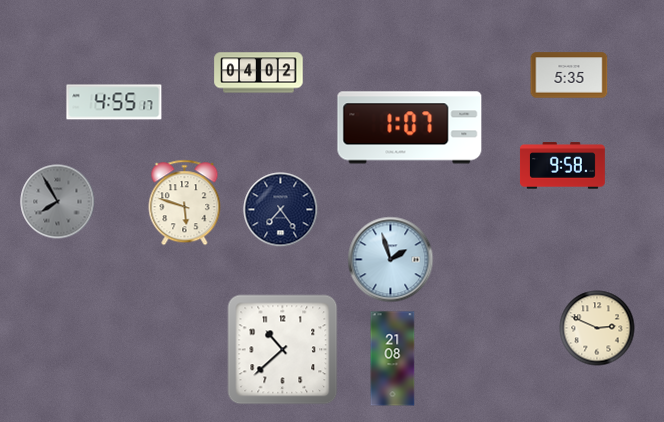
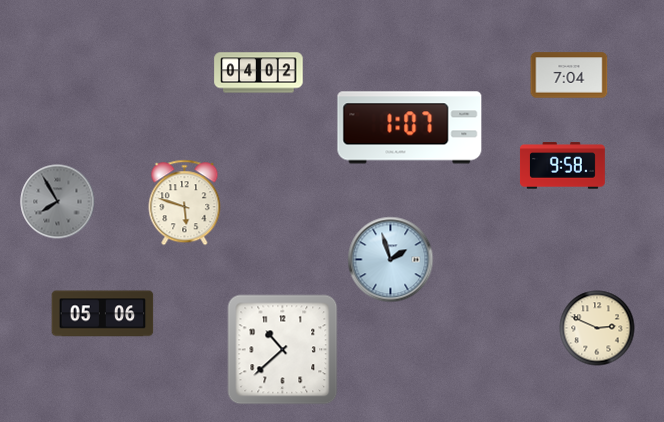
clock at (569, 75): 5:35 -> 7:04
clock at (114, 102): 4:55 -> none
clock at (281, 210): 7:24 -> none
clock at (103, 314): none -> 05:06
clock at (393, 359): 21:08 -> none
